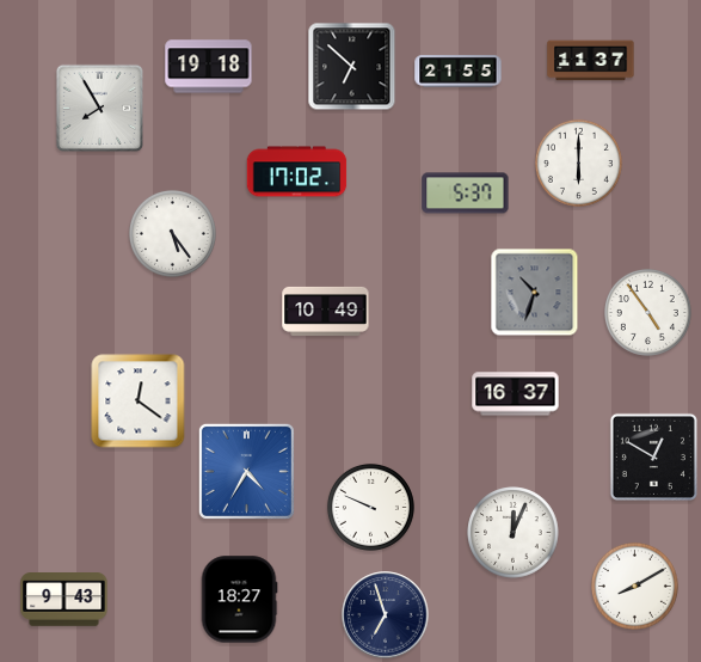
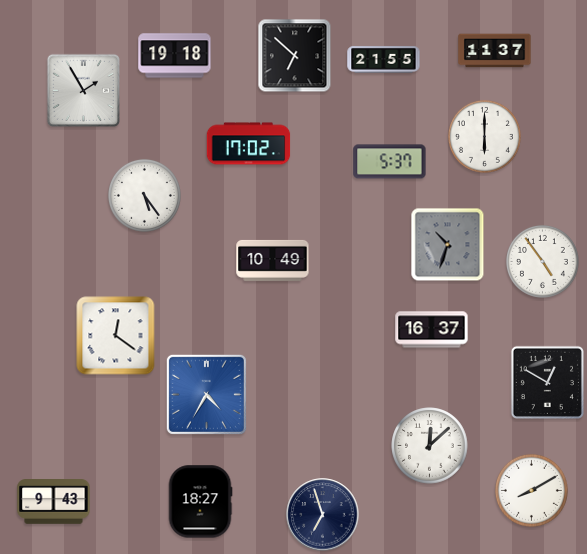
clock at (99, 108): 7:55 -> 1:55
clock at (370, 507): 9:49 -> none
clock at (514, 533): 12:04 -> 12:08
